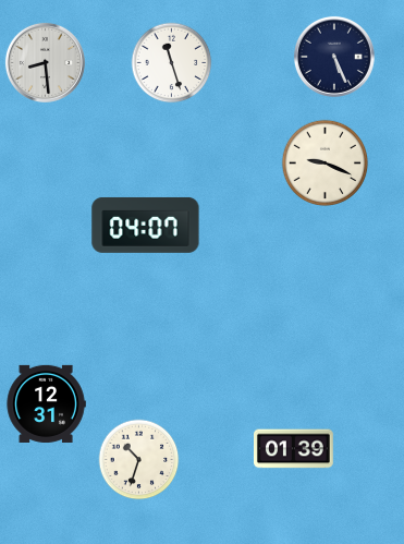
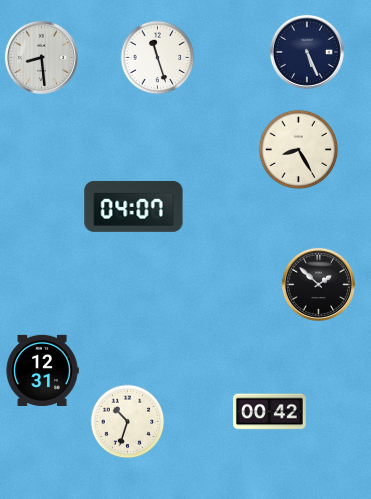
clock at (325, 162): 9:19 -> 8:25
clock at (318, 284): none -> 1:52
clock at (294, 449): 01:39 -> 00:42
